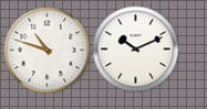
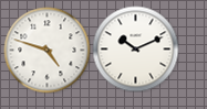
clock at (46, 50): 10:48 -> 4:48
